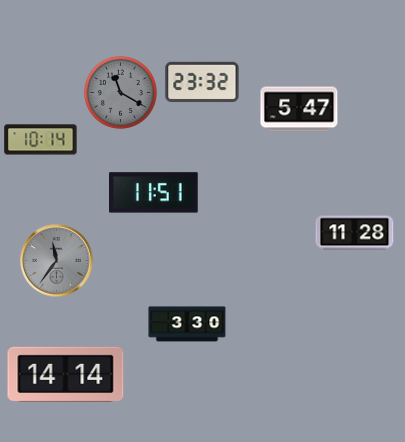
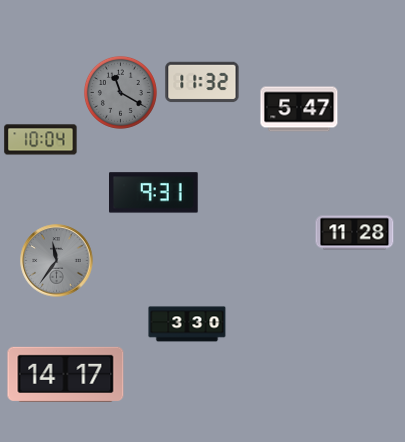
clock at (202, 82): 23:32 -> 11:32
clock at (41, 140): 10:14 -> 10:04
clock at (154, 193): 11:51 -> 9:31
clock at (66, 374): 14:14 -> 14:17
